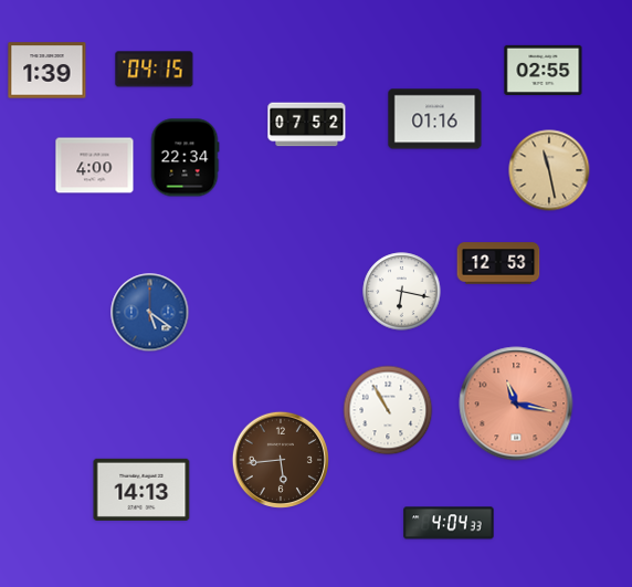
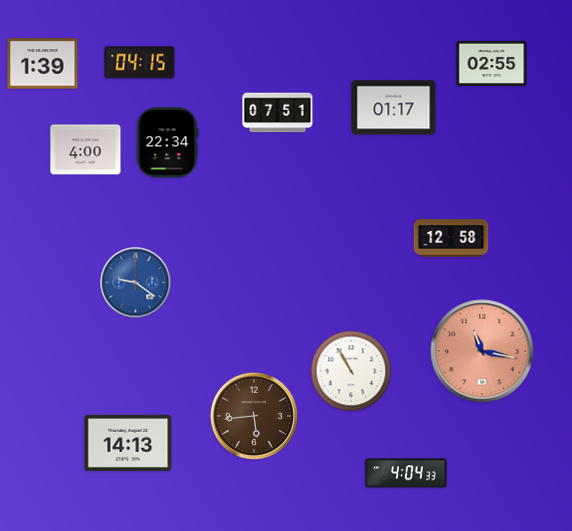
clock at (435, 119): 01:16 -> 01:17
clock at (307, 125): 07:52 -> 07:51
clock at (549, 170): 11:28 -> none
clock at (498, 263): 12:53 -> 12:58
clock at (402, 292): 6:17 -> none
clock at (150, 313): 5:21 -> 9:21
clock at (516, 403) position: (516, 403) -> (482, 351)
